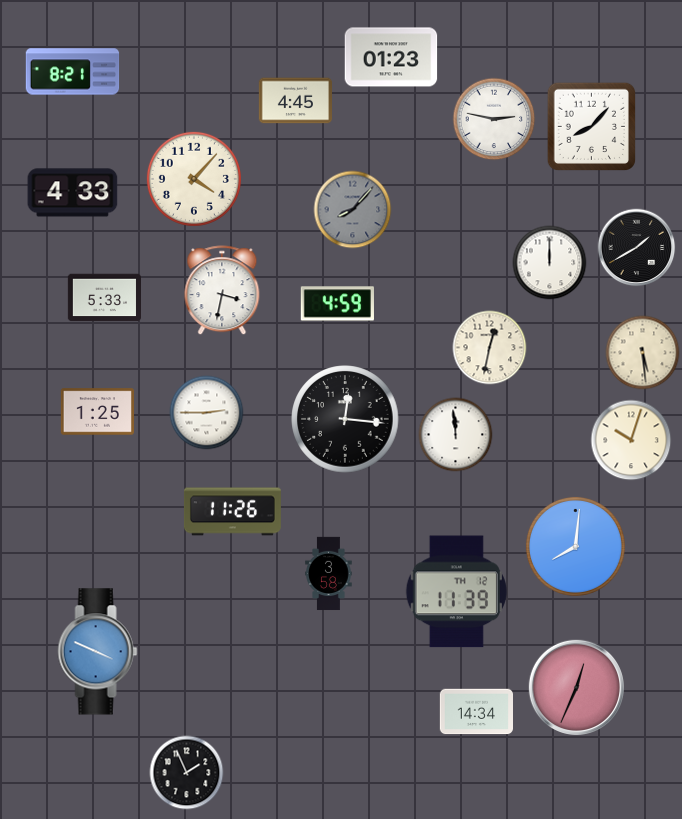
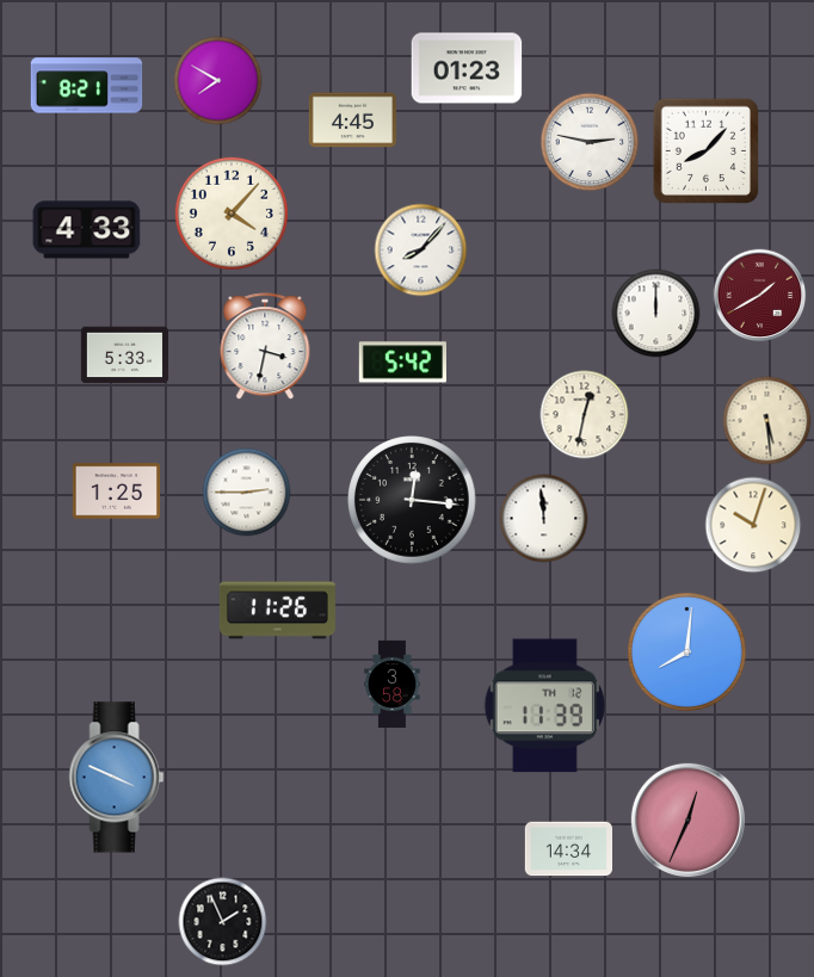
clock at (218, 81): none -> 7:50
clock at (353, 210) dial: grey -> white
clock at (637, 248) dial: black -> burgundy
clock at (337, 304): 4:59 -> 5:42
